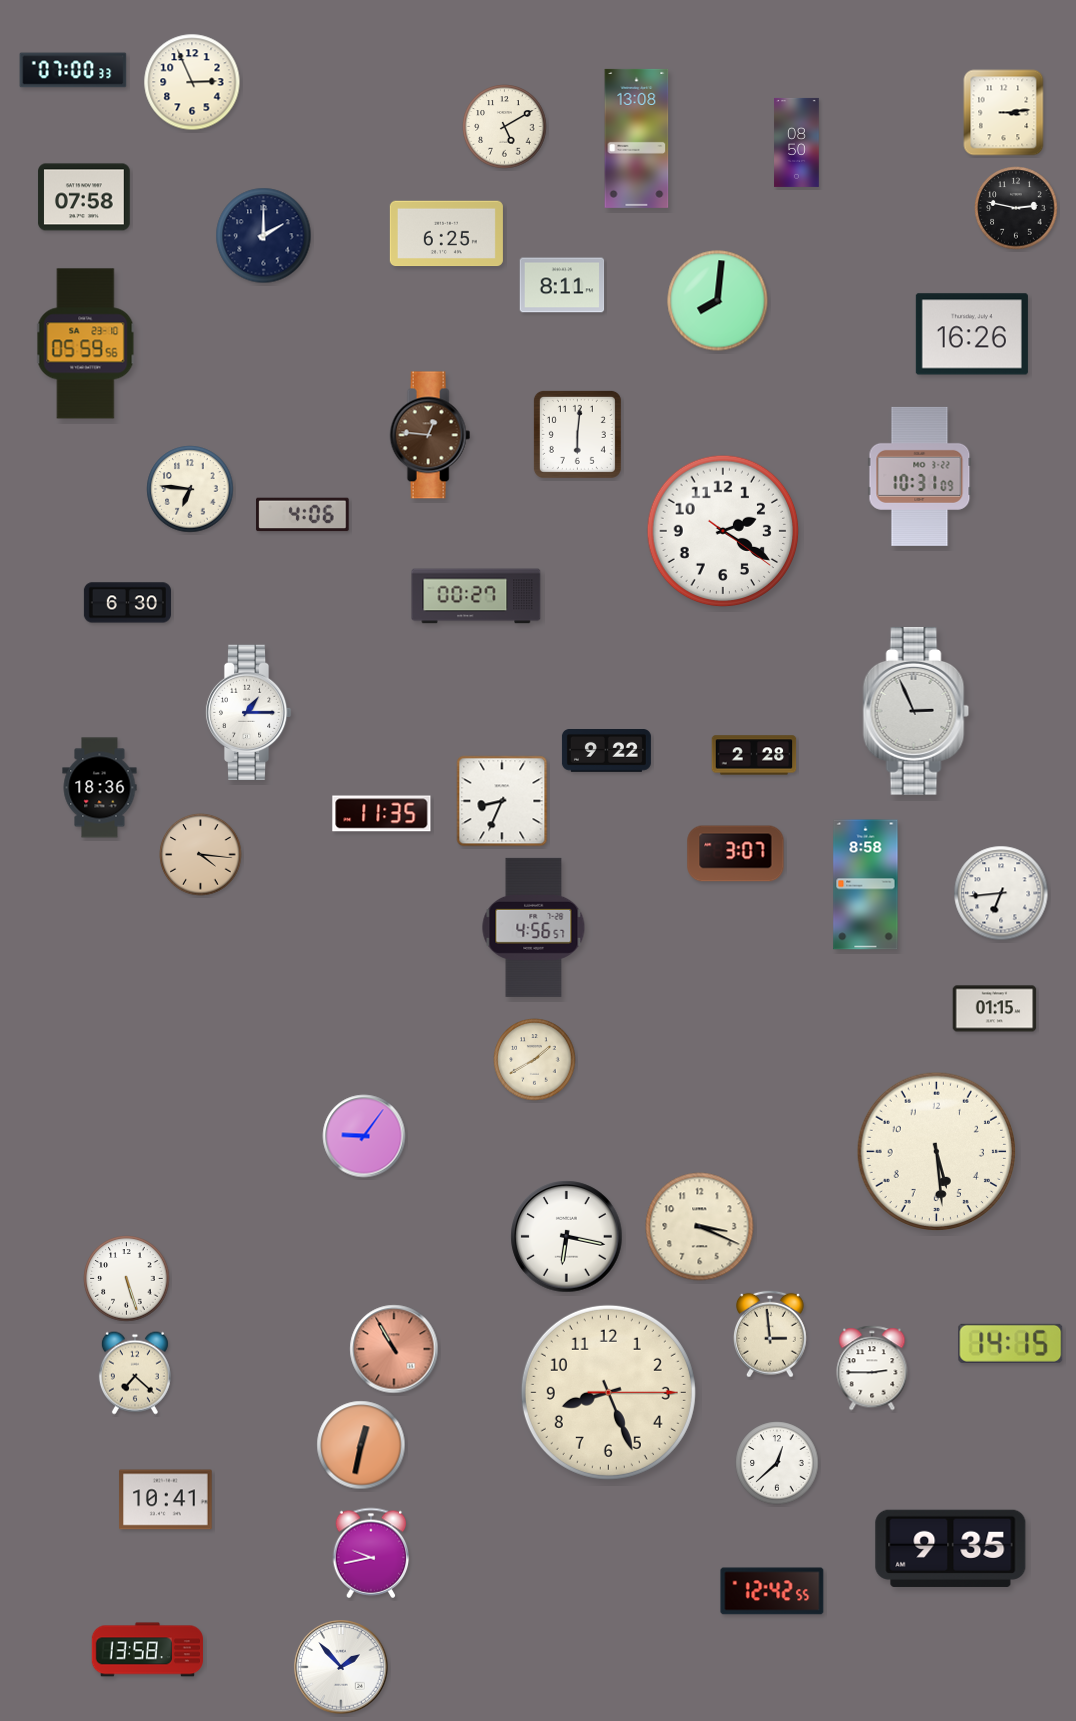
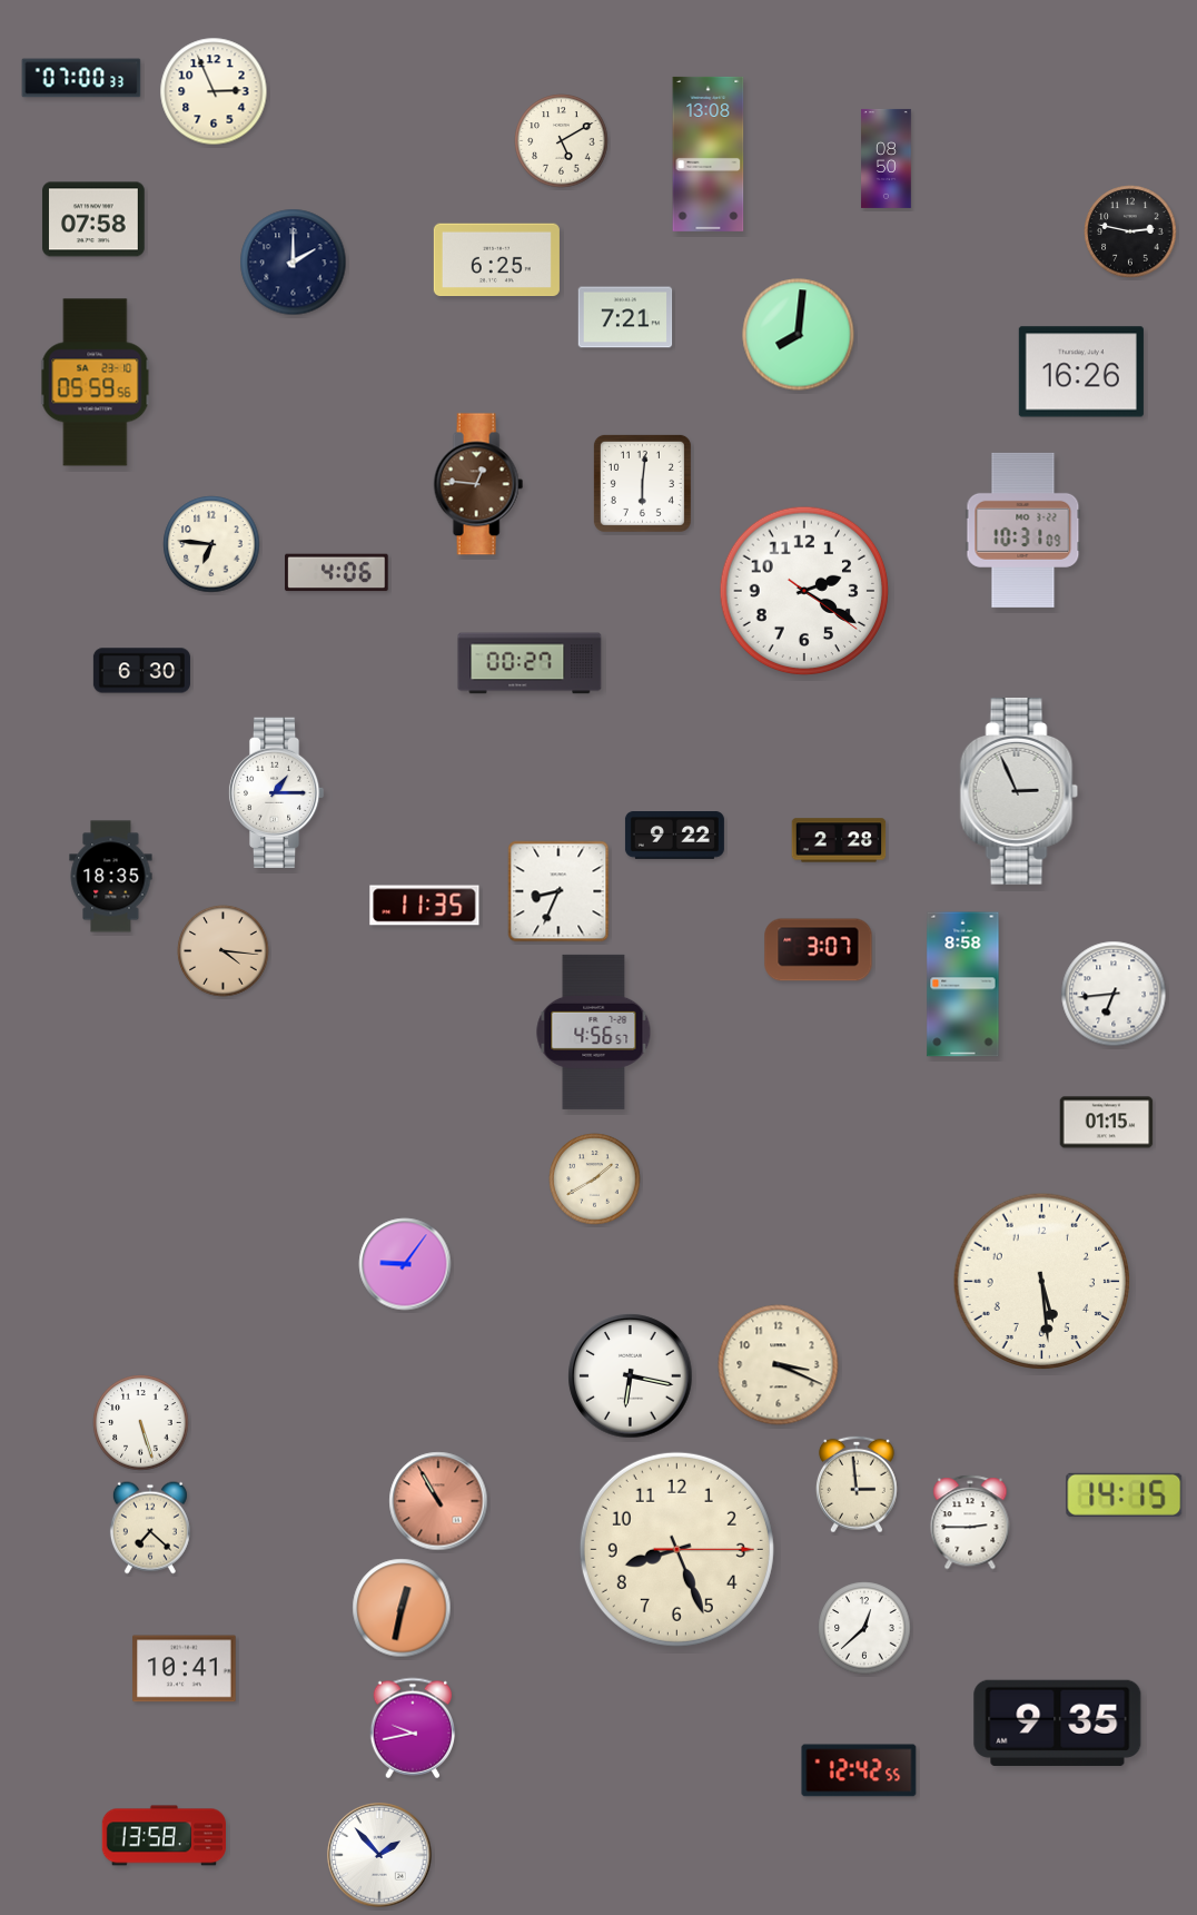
clock at (1004, 113): 3:14 -> none
clock at (562, 285): 8:11 -> 7:21
clock at (100, 788): 18:36 -> 18:35
